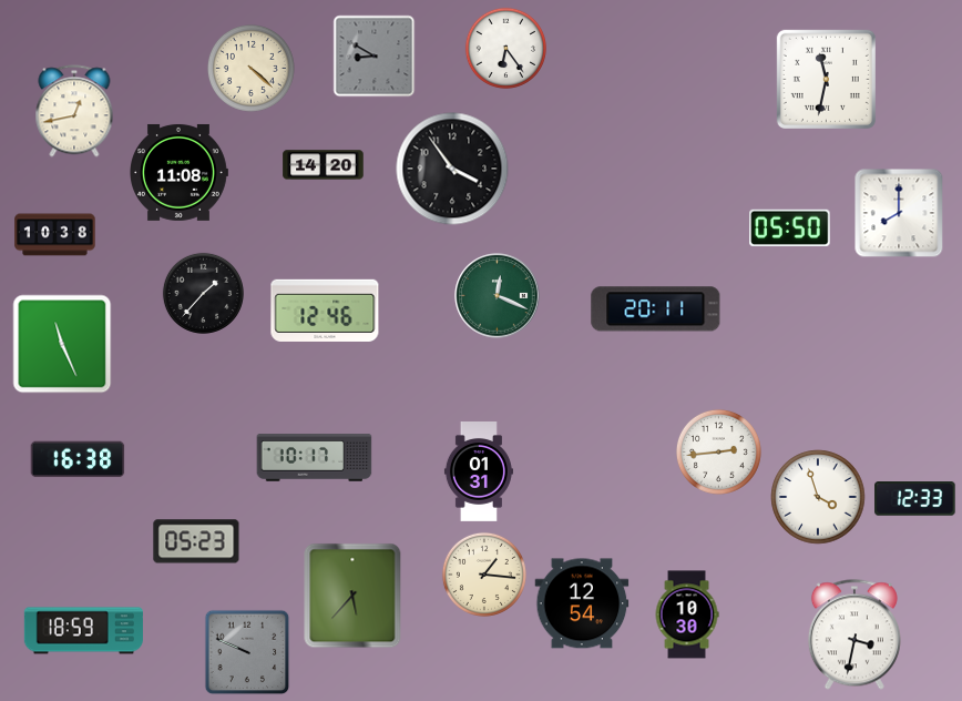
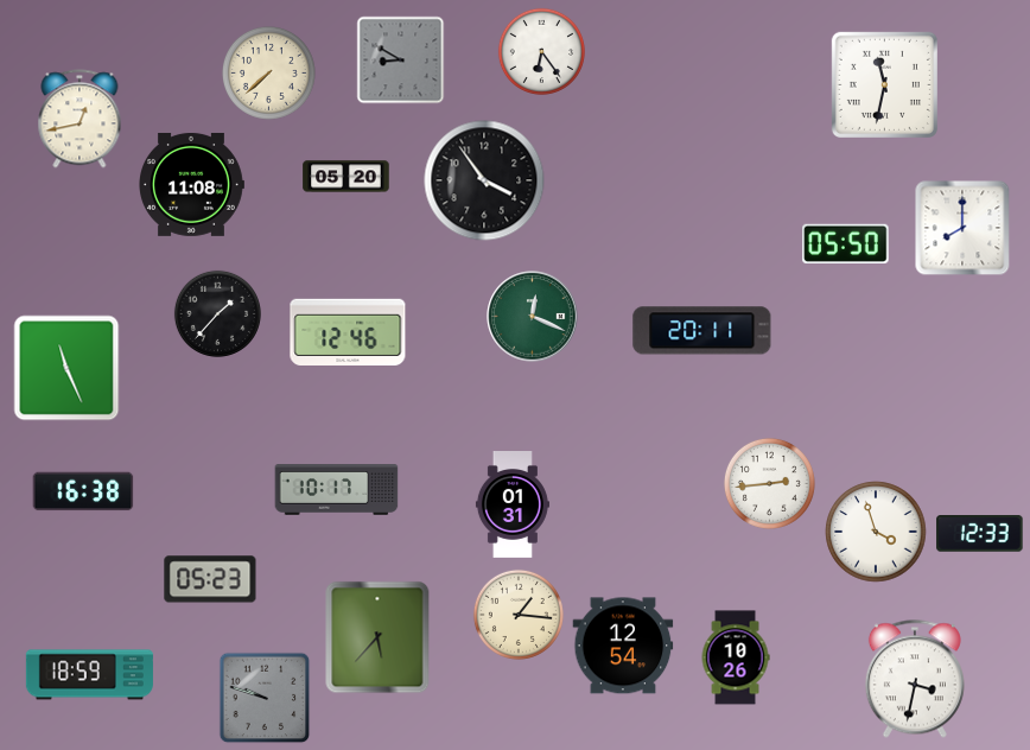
clock at (250, 68): 4:22 -> 7:38
clock at (324, 165): 14:20 -> 05:20
clock at (55, 235): 10:38 -> none
clock at (687, 614): 10:30 -> 10:26
clock at (247, 652): 9:49 -> 9:48
